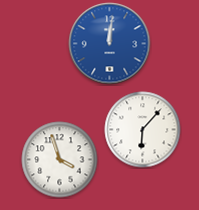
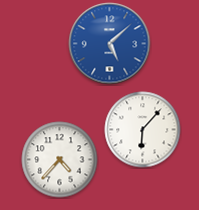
clock at (110, 44): 12:01 -> 5:08
clock at (60, 160): 3:57 -> 4:37
